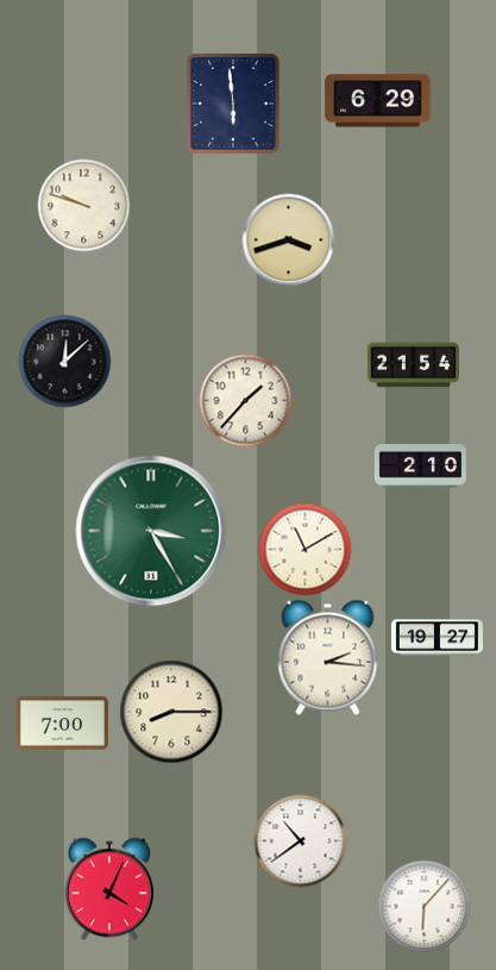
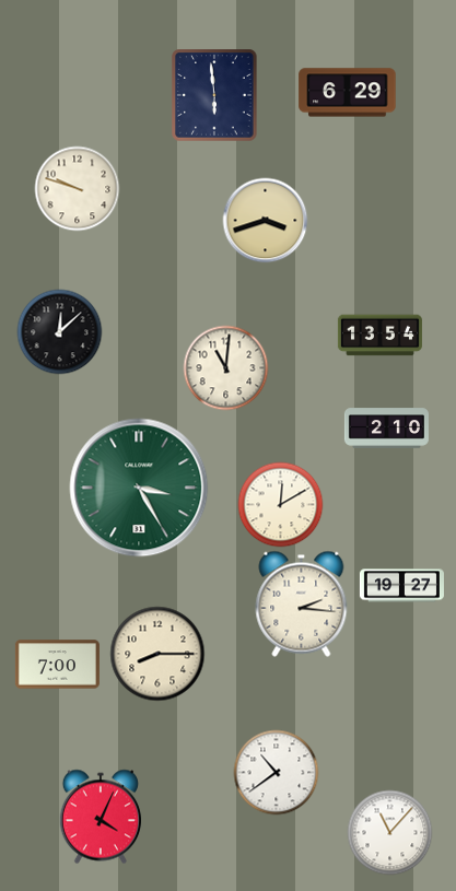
clock at (413, 365): 21:54 -> 13:54
clock at (245, 400): 1:37 -> 11:01
clock at (304, 549): 11:10 -> 12:10
clock at (423, 906): 6:07 -> 11:07
